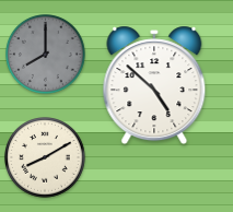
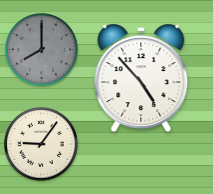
clock at (154, 85): 4:52 -> 4:53
clock at (46, 158): 8:10 -> 9:06
